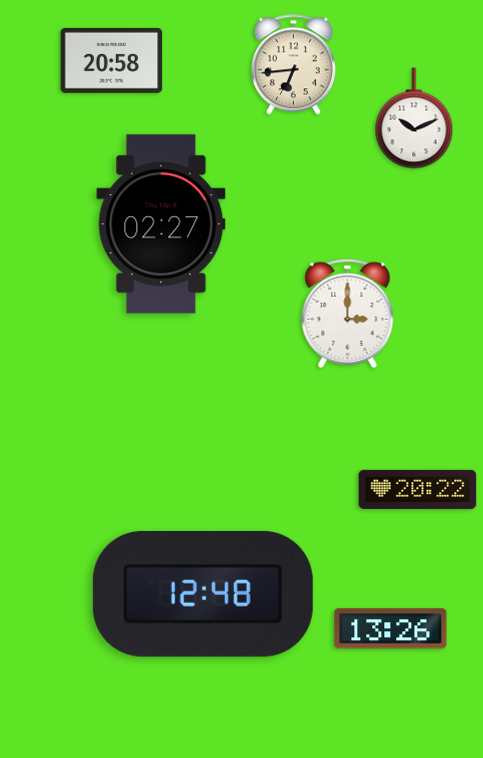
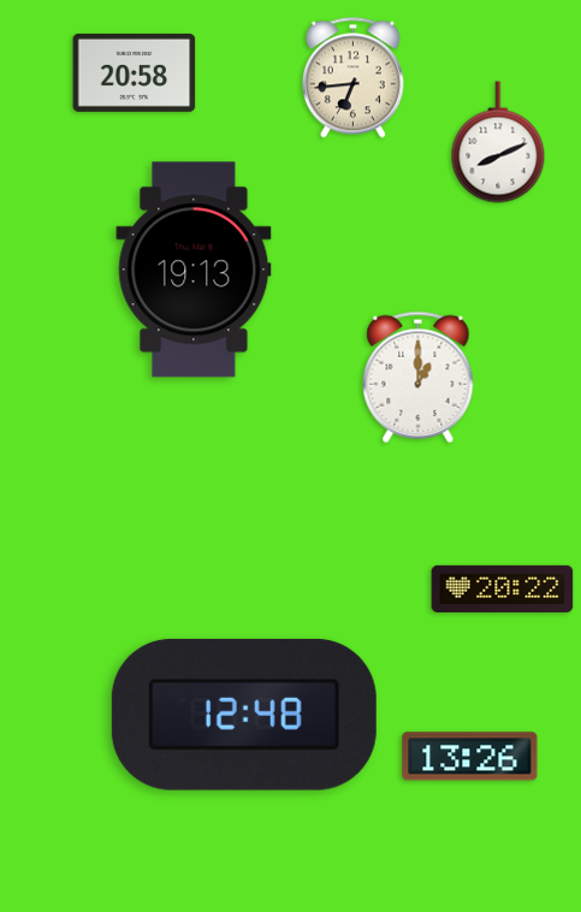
clock at (414, 118): 10:11 -> 8:11
clock at (161, 224): 02:27 -> 19:13
clock at (348, 313): 3:00 -> 1:00
